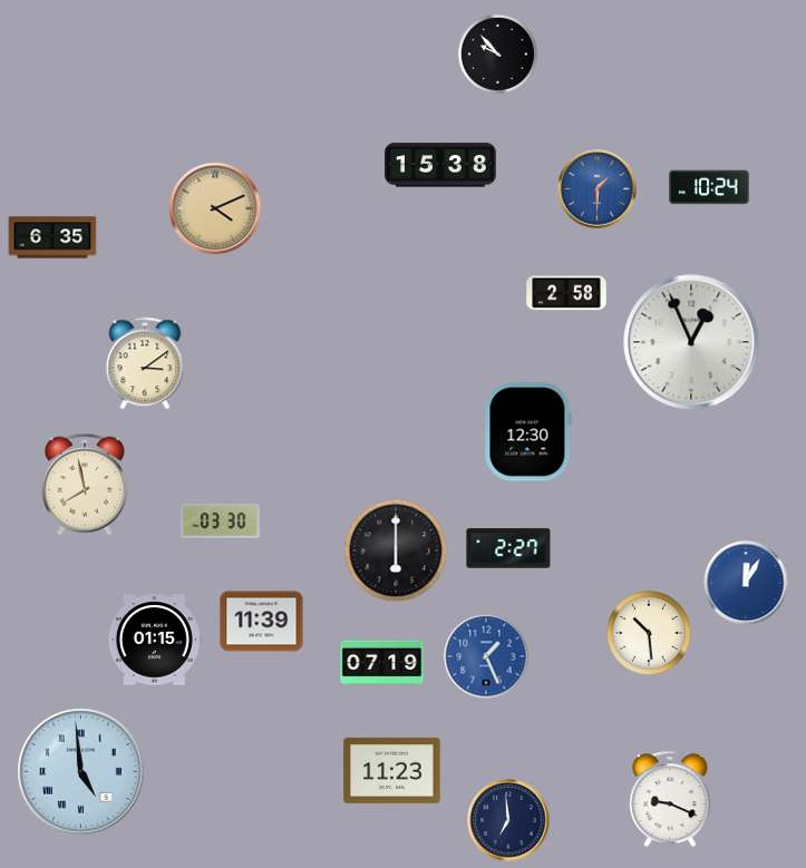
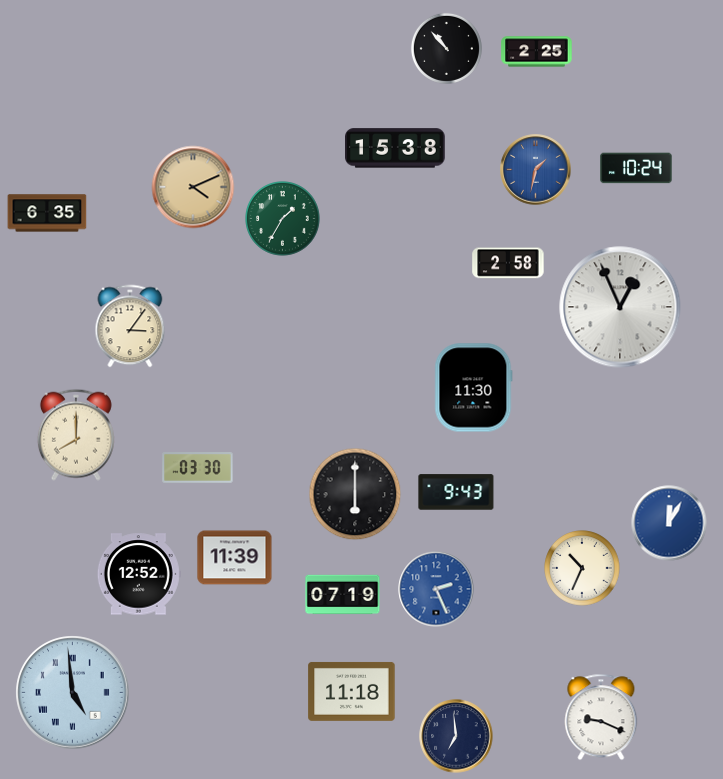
clock at (497, 53): 9:53 -> 10:53
clock at (537, 52): none -> 2:25
clock at (598, 189): 1:30 -> 1:32
clock at (283, 219): none -> 1:35
clock at (145, 363): 3:09 -> 3:06
clock at (528, 432): 12:30 -> 11:30
clock at (85, 485): 7:58 -> 8:00
clock at (508, 548): 2:27 -> 9:43
clock at (649, 633): 10:29 -> 10:34
clock at (155, 640): 01:15 -> 12:52
clock at (486, 656): 1:26 -> 2:26
clock at (392, 770): 11:23 -> 11:18
